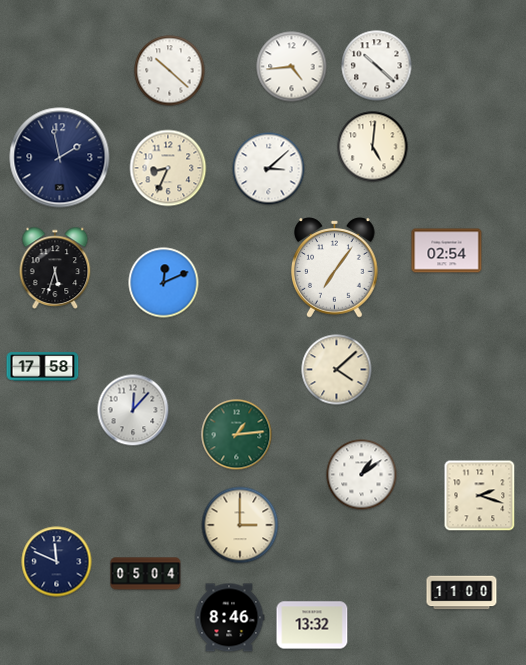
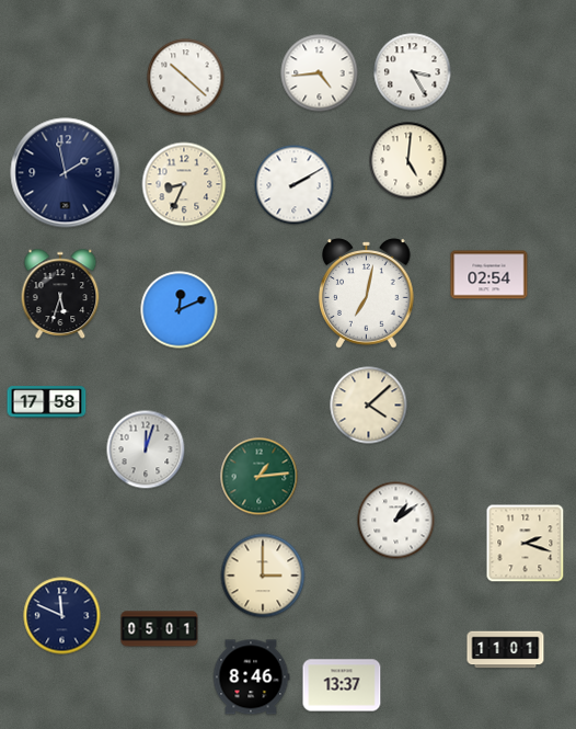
clock at (377, 66): 10:22 -> 3:25
clock at (269, 169): 3:08 -> 2:10
clock at (335, 268): 7:06 -> 7:02
clock at (133, 410): 12:07 -> 12:03
clock at (146, 574): 05:04 -> 05:01
clock at (462, 593): 11:00 -> 11:01
clock at (312, 625): 13:32 -> 13:37
